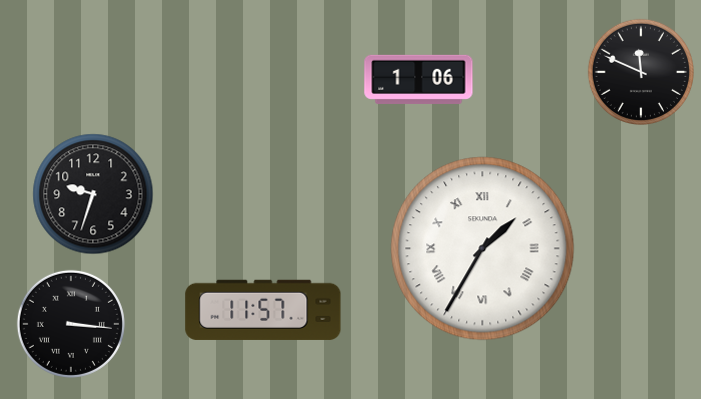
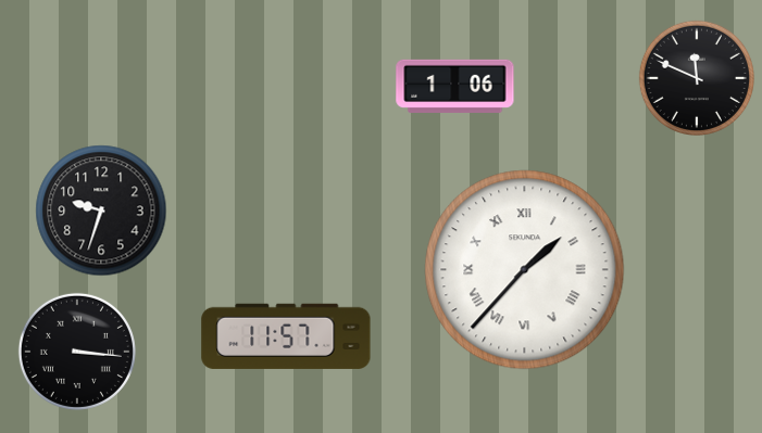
clock at (483, 249): 1:35 -> 1:37
